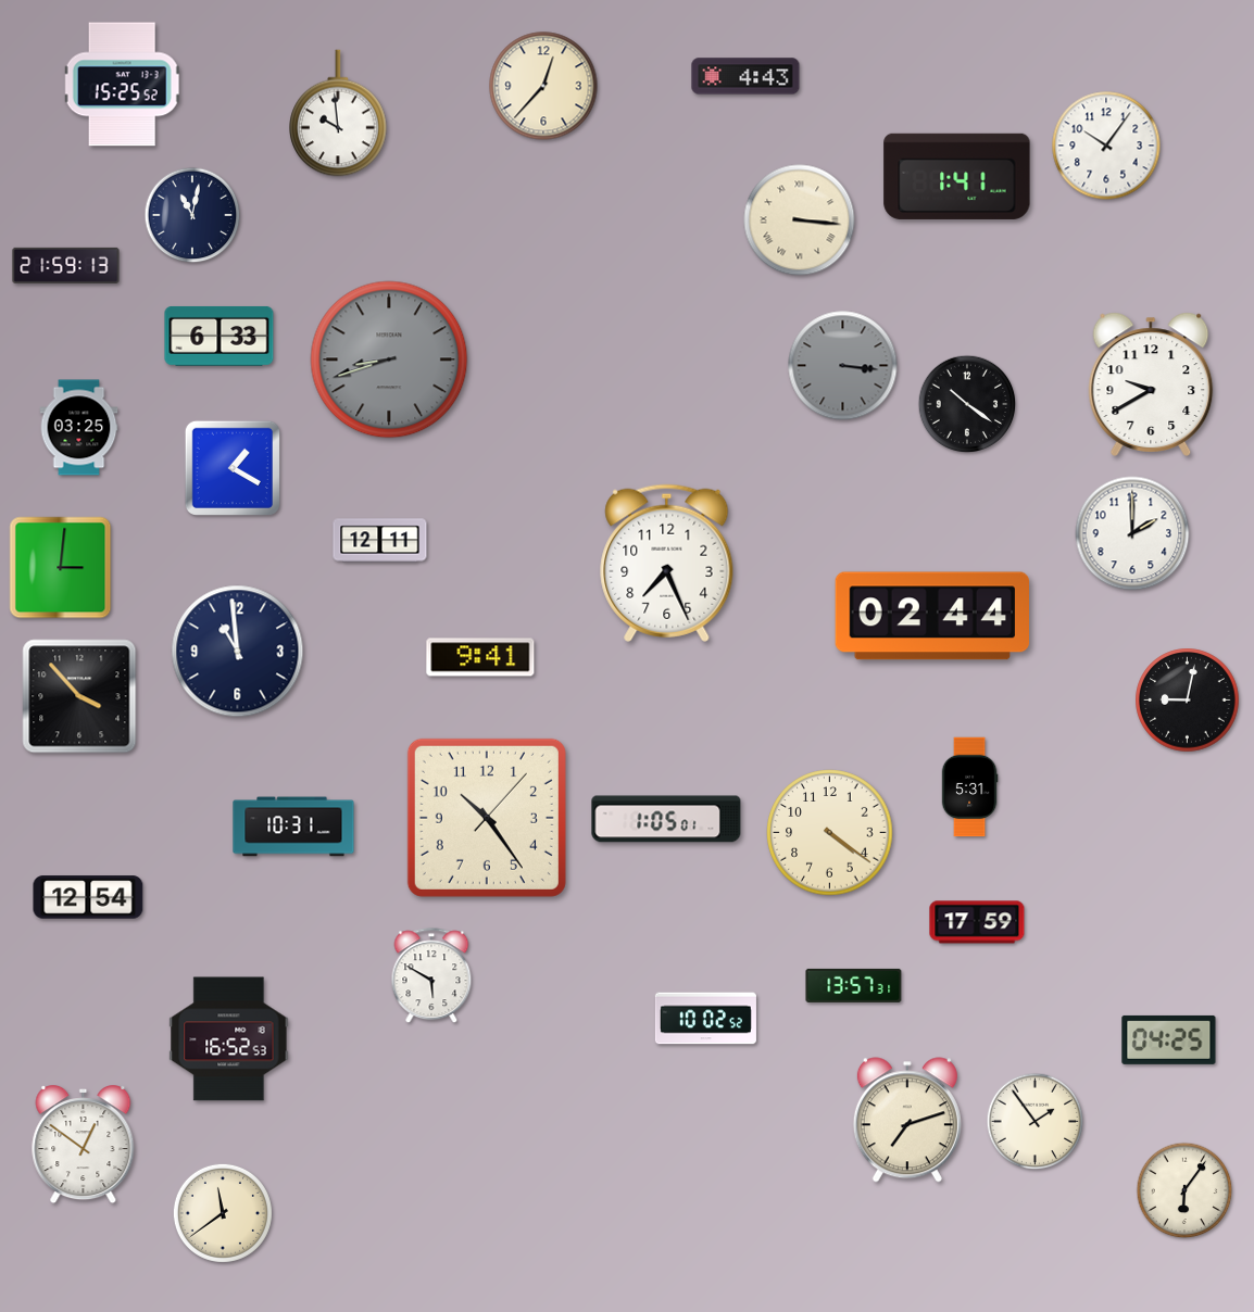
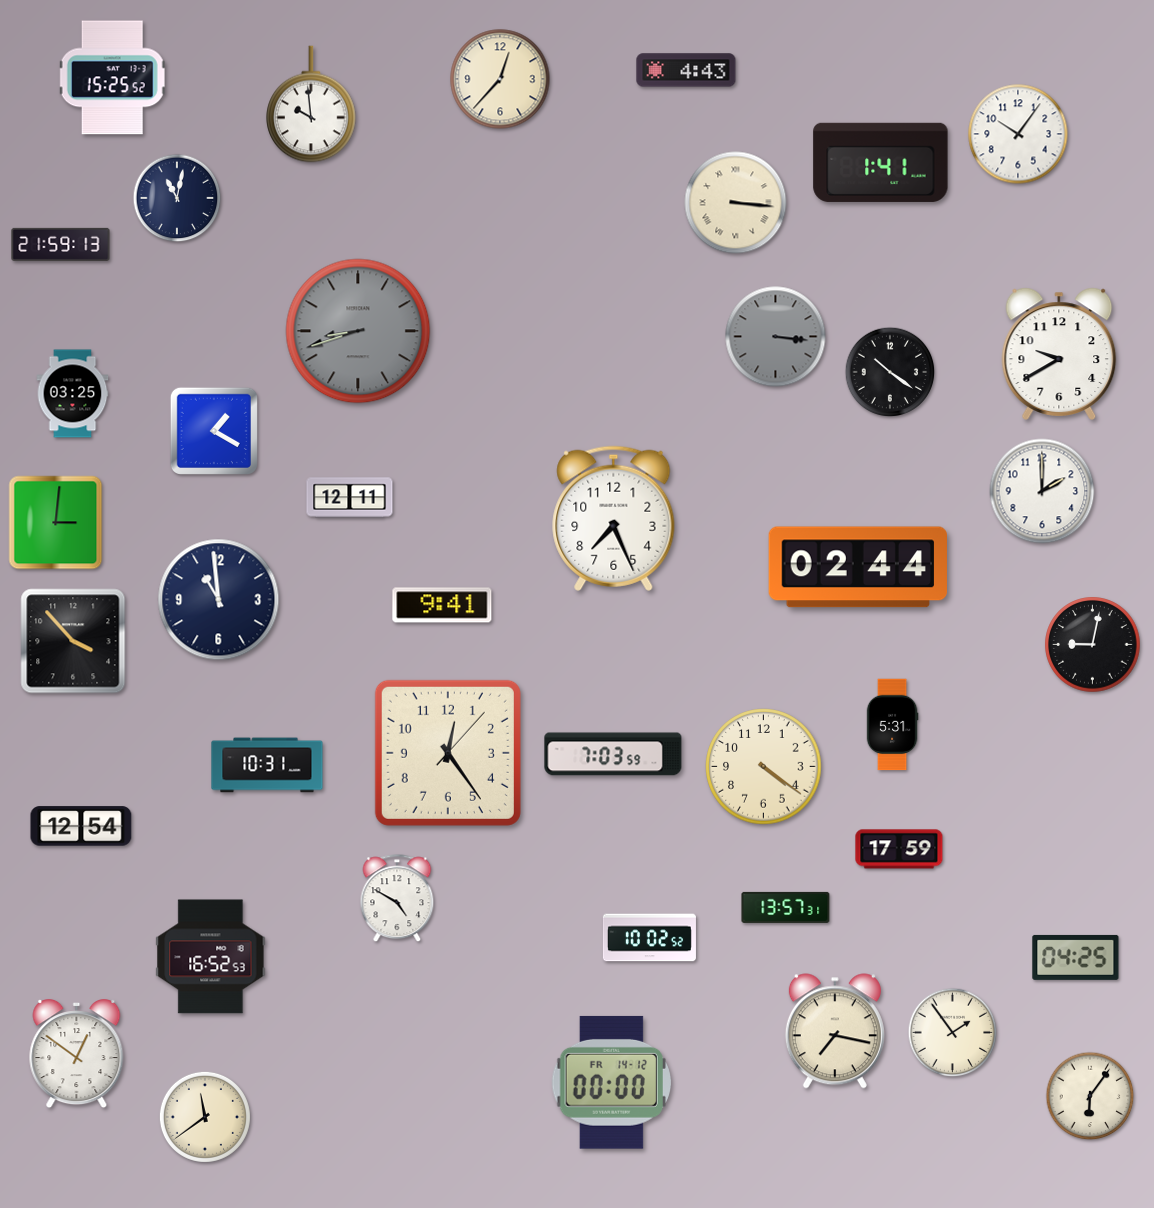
clock at (220, 337): 6:33 -> none
clock at (487, 818): 10:24 -> 12:24
clock at (666, 819): 1:05 -> 7:03
clock at (293, 827) position: (293, 827) -> (267, 765)
clock at (431, 976): 5:50 -> 4:50
clock at (907, 1120): 7:12 -> 7:17
clock at (611, 1082): none -> 00:00
